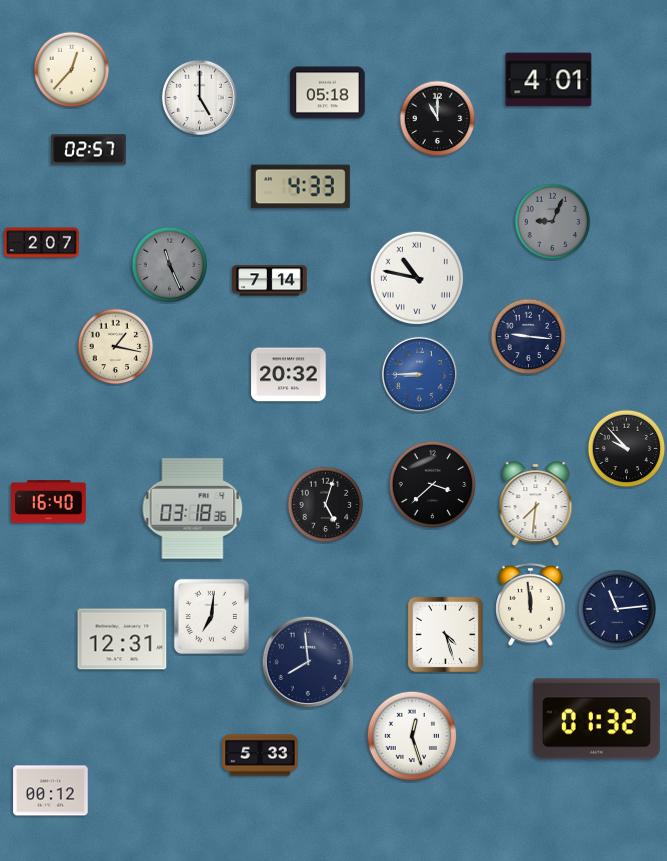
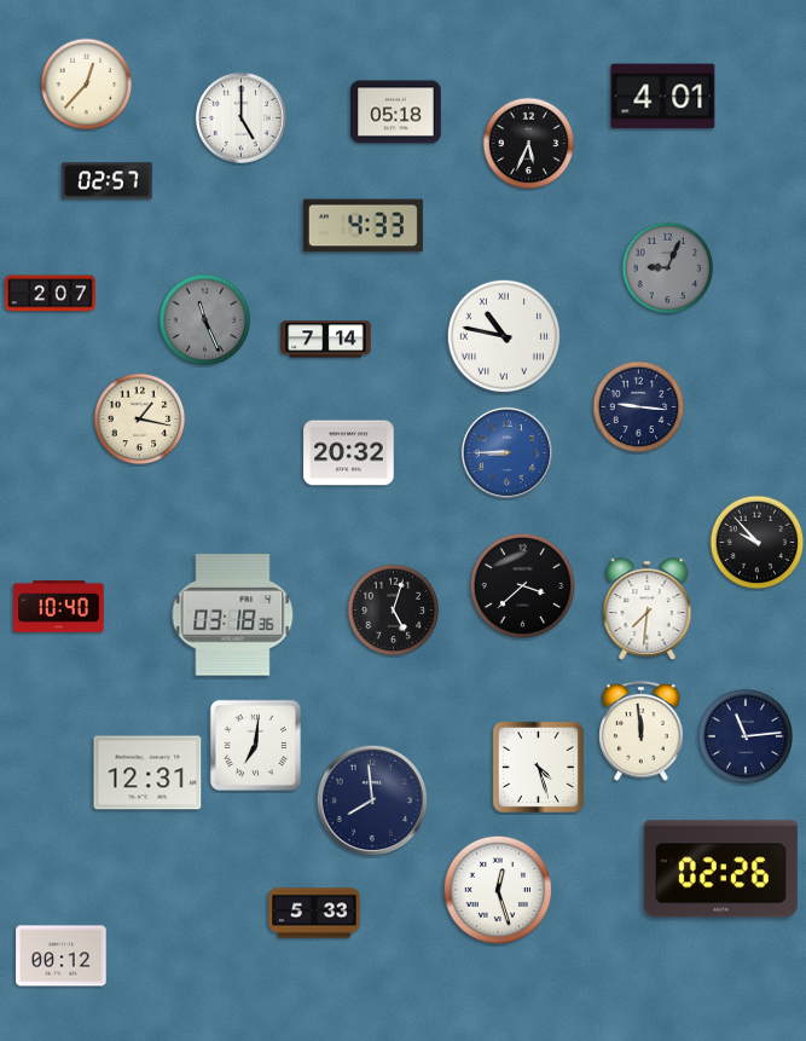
clock at (438, 119): 11:00 -> 5:34
clock at (49, 502): 16:40 -> 10:40
clock at (596, 719): 01:32 -> 02:26
